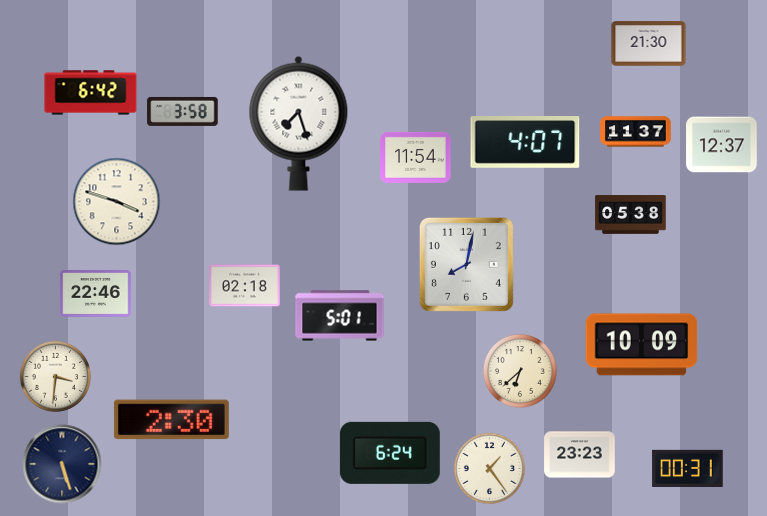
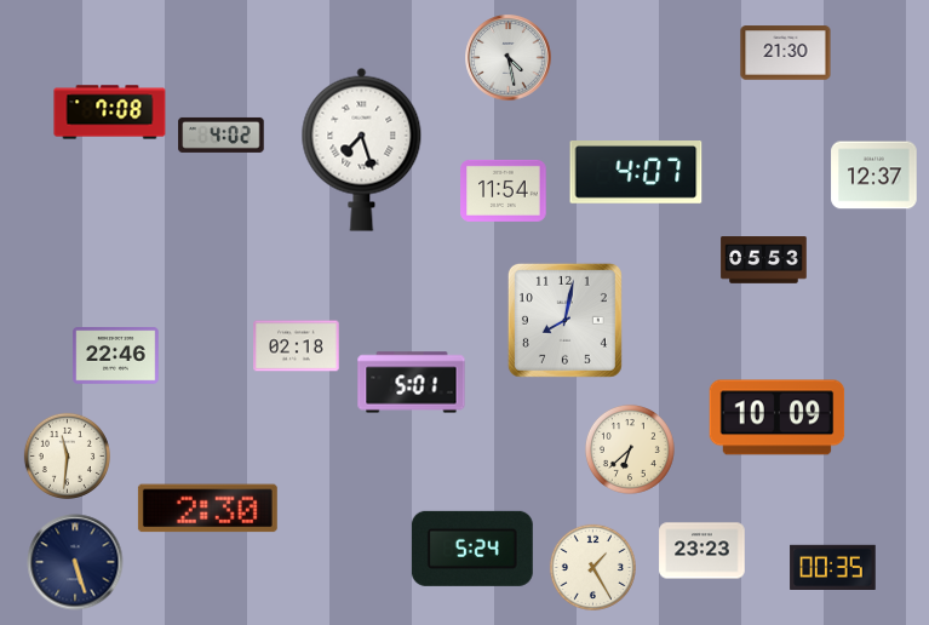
clock at (509, 58): none -> 4:28
clock at (91, 93): 6:42 -> 7:08
clock at (183, 111): 3:58 -> 4:02
clock at (636, 132): 11:37 -> none
clock at (117, 202): 3:48 -> none
clock at (631, 215): 05:38 -> 05:53
clock at (55, 376): 3:31 -> 11:31
clock at (390, 453): 6:24 -> 5:24
clock at (489, 468): 1:24 -> 1:25
clock at (688, 469): 00:31 -> 00:35
